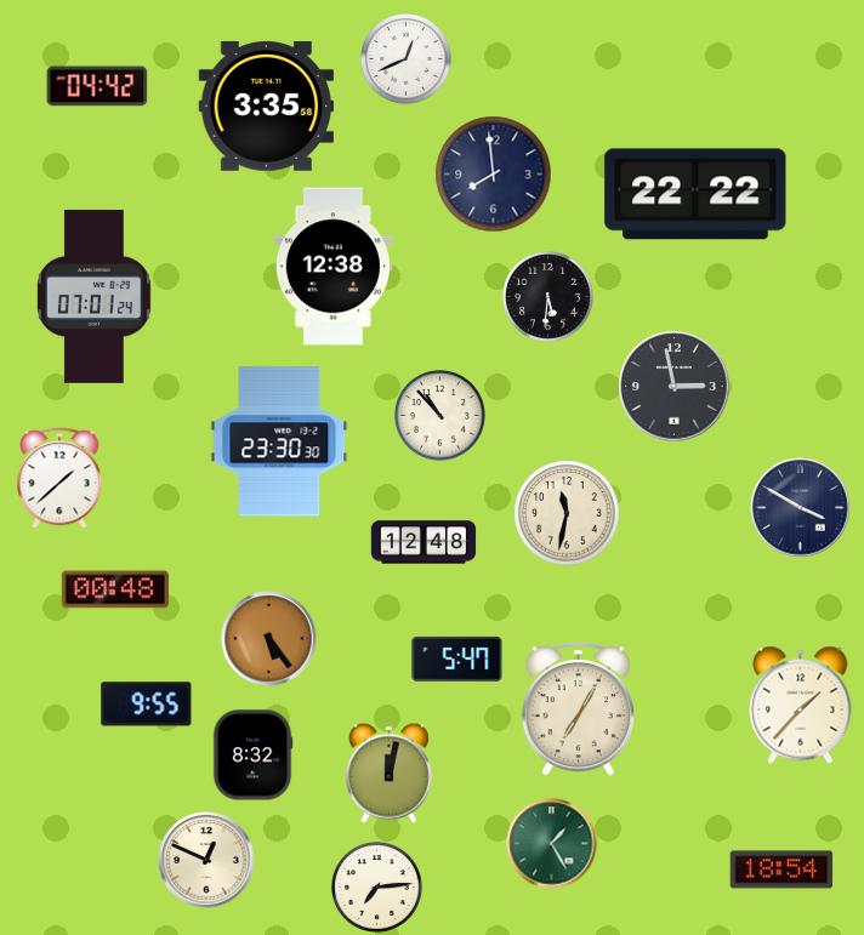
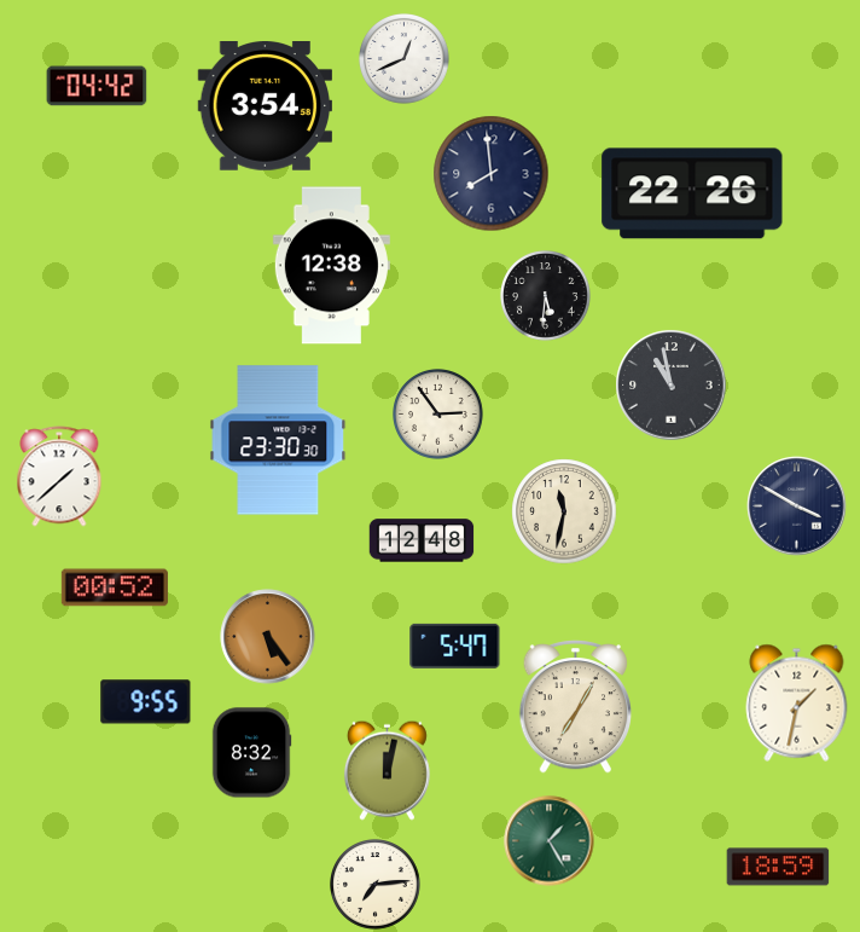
clock at (266, 107): 3:35 -> 3:54
clock at (695, 194): 22:22 -> 22:26
clock at (95, 296): 07:01 -> none
clock at (675, 387): 2:58 -> 10:58
clock at (440, 416): 10:53 -> 2:54
clock at (115, 589): 00:48 -> 00:52
clock at (457, 659) position: (457, 659) -> (455, 646)
clock at (801, 705): 1:37 -> 1:32
clock at (206, 860): 12:49 -> none
clock at (781, 870): 18:54 -> 18:59
